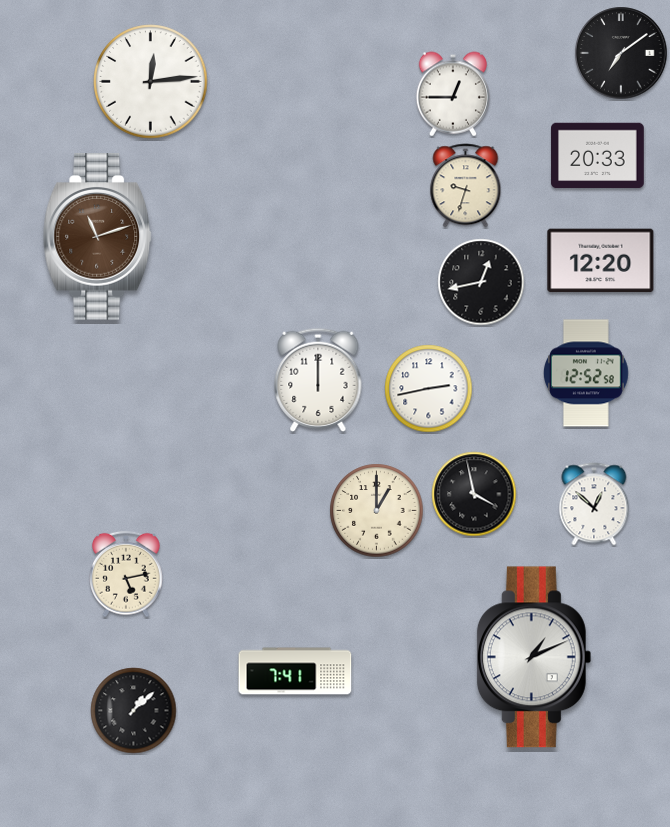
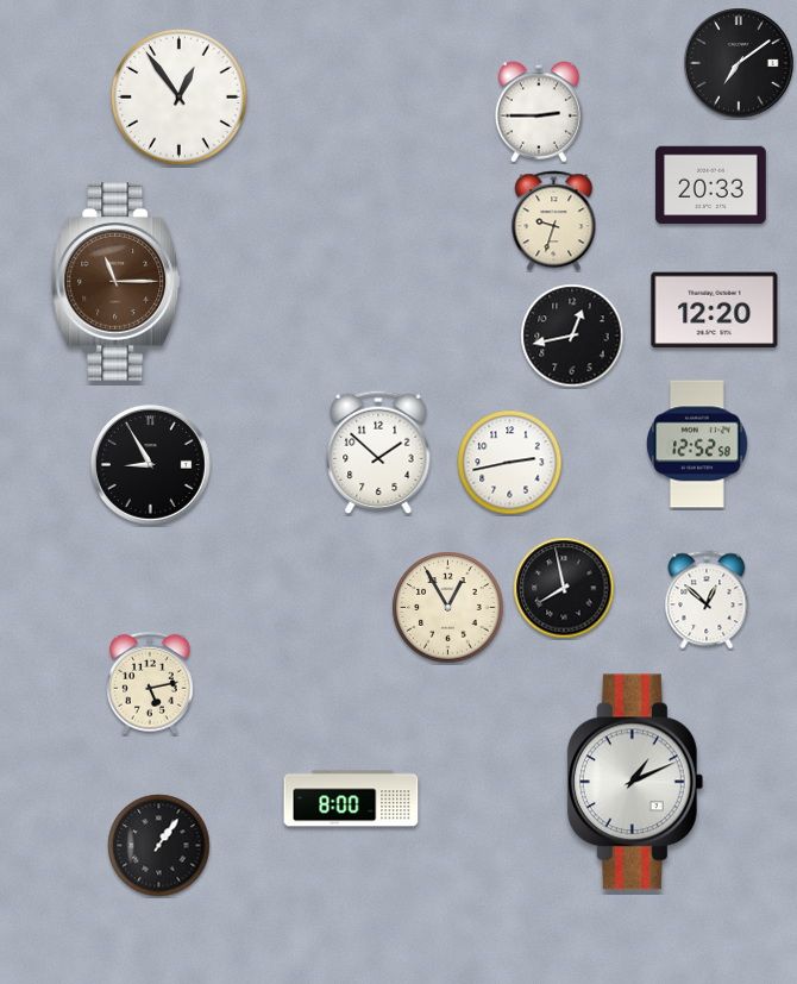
clock at (151, 82): 12:14 -> 12:54
clock at (452, 94): 12:45 -> 2:45
clock at (98, 237): 11:12 -> 11:15
clock at (318, 380): 12:00 -> 1:52
clock at (150, 464): none -> 8:55
clock at (474, 494): 3:58 -> 7:58
clock at (377, 511): 1:00 -> 12:55
clock at (295, 671): 7:41 -> 8:00
clock at (134, 711): 1:08 -> 1:06
